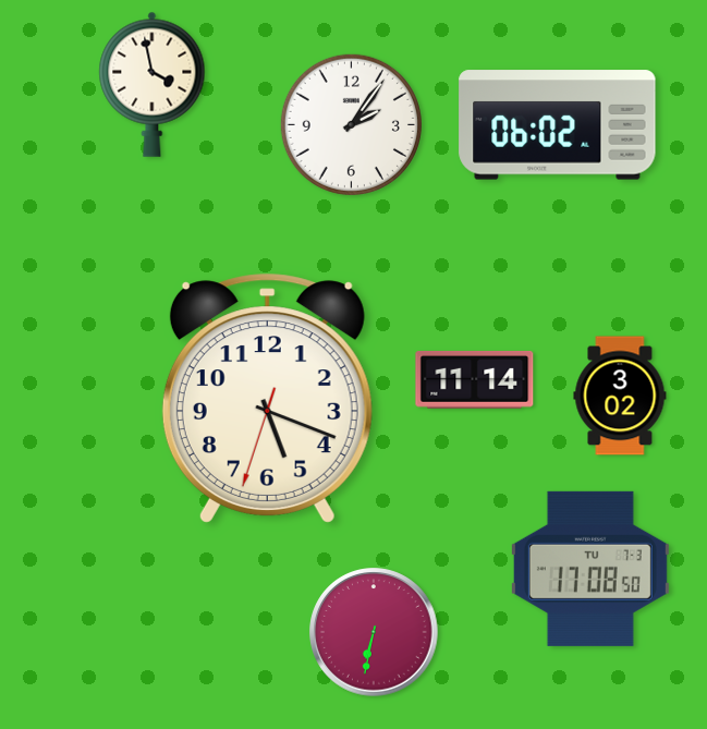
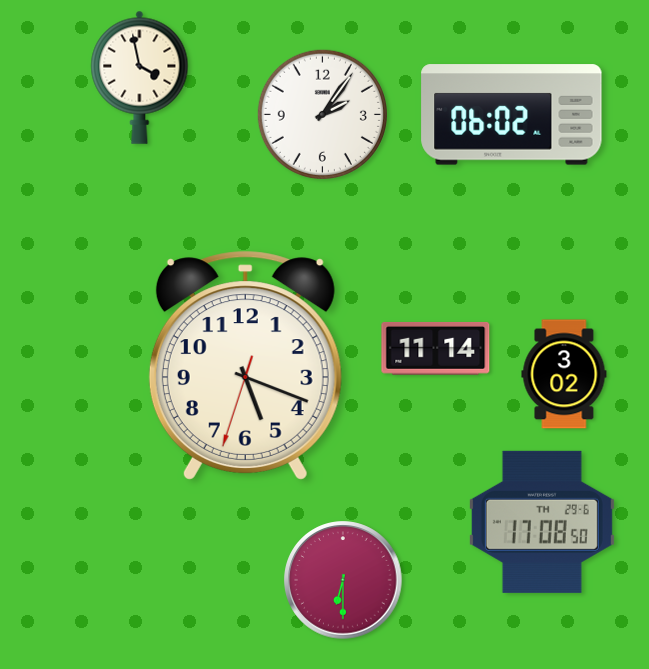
clock at (620, 396) position: (620, 396) -> (564, 374)
clock at (590, 569) date: TU 7-3 -> TH 29-6
clock at (374, 632): 6:32 -> 6:30
